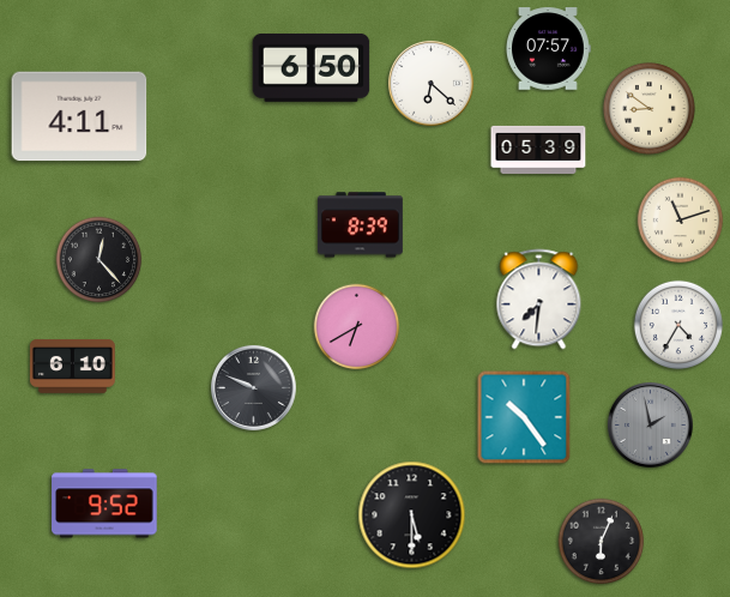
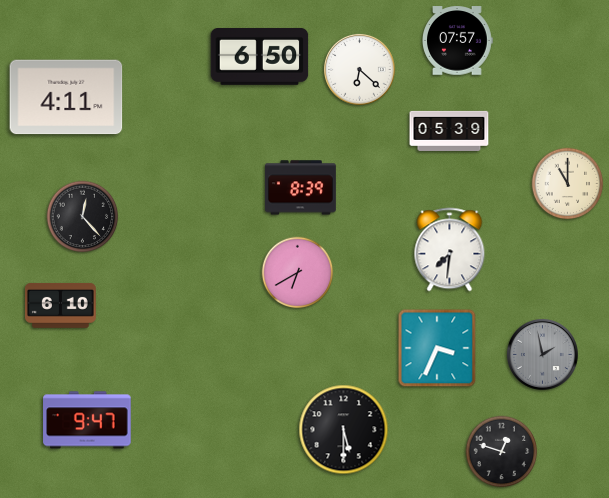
clock at (648, 108): 8:51 -> none
clock at (538, 150) position: (538, 150) -> (449, 131)
clock at (681, 221): 11:12 -> 11:00
clock at (678, 325): 4:35 -> none
clock at (254, 388): 9:49 -> none
clock at (524, 417): 10:24 -> 3:34
clock at (104, 503): 9:52 -> 9:47
clock at (602, 542): 6:04 -> 12:48
